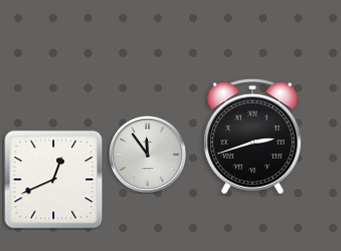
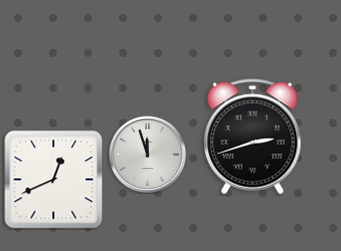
clock at (147, 154): 11:54 -> 11:57
